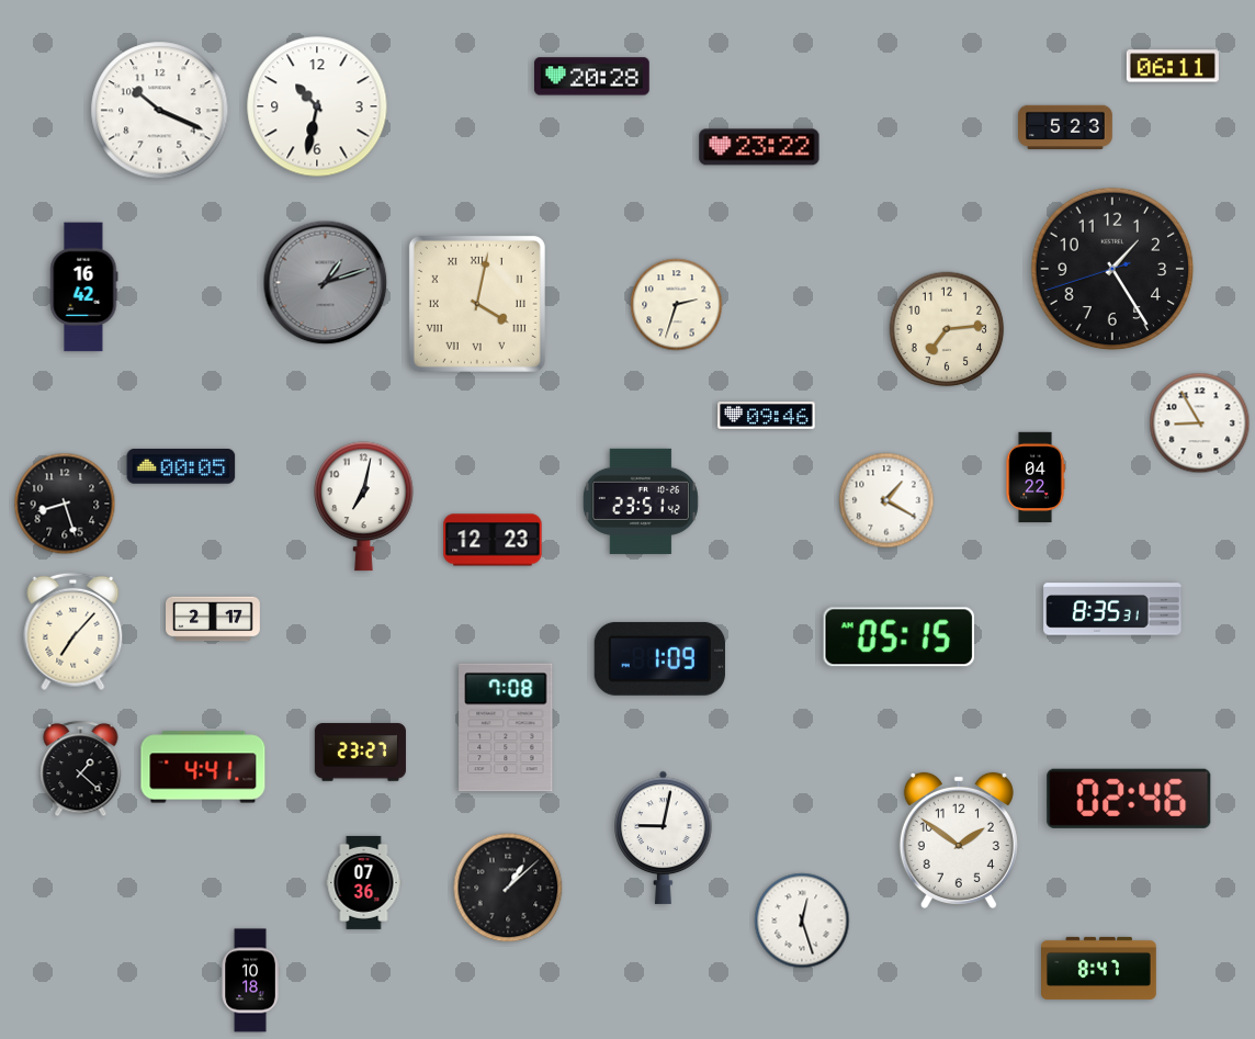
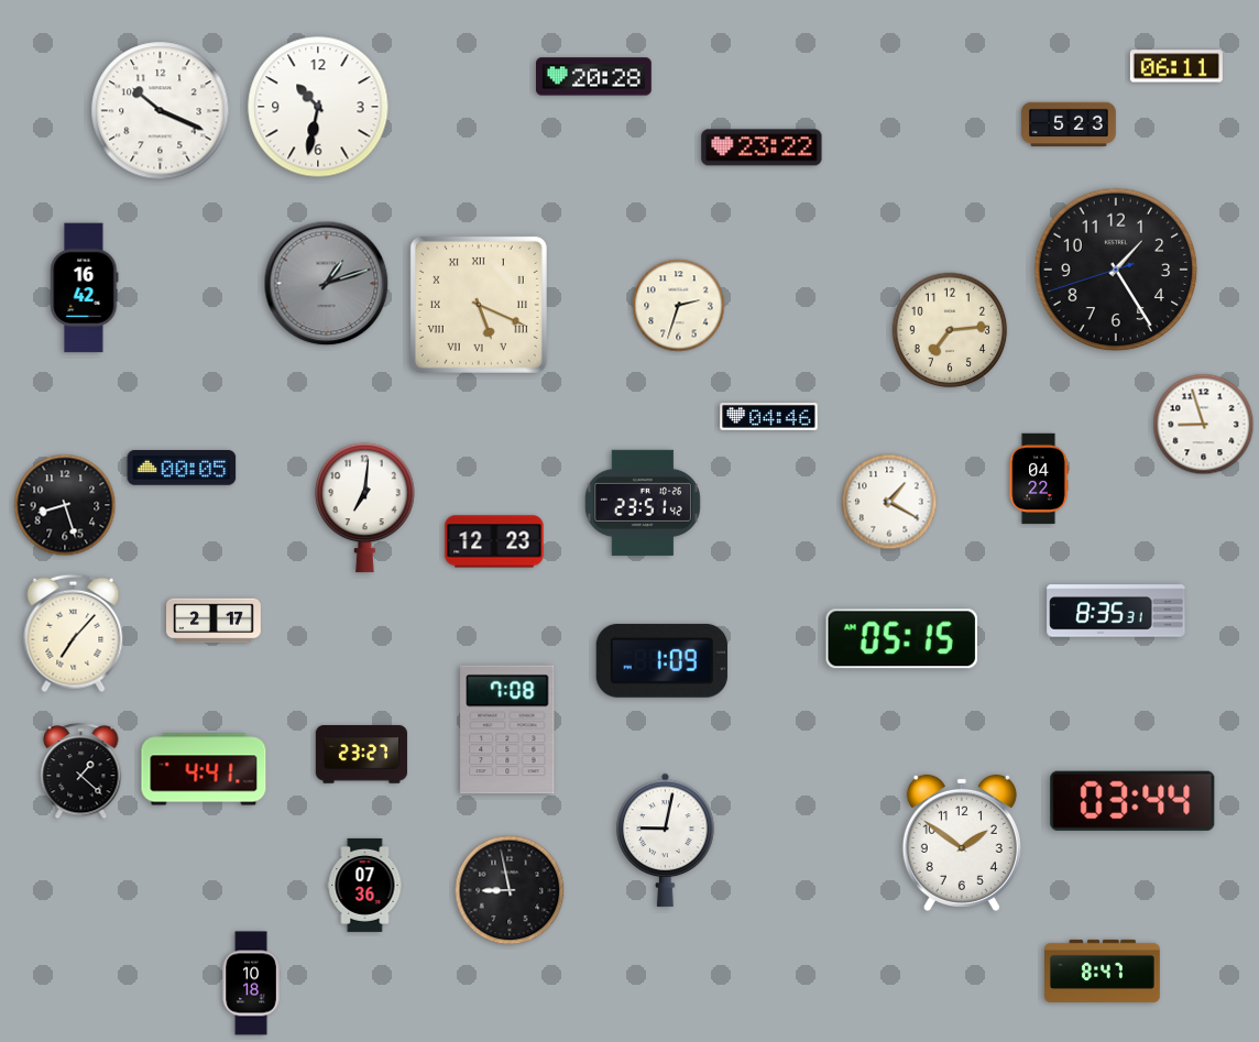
clock at (1066, 127) position: (1066, 127) -> (1070, 124)
clock at (477, 304): 4:02 -> 5:19
clock at (767, 416): 09:46 -> 04:46
clock at (1200, 423): 8:55 -> 8:57
clock at (363, 507): 7:02 -> 7:01
clock at (1129, 799): 02:46 -> 03:44
clock at (508, 888): 1:08 -> 8:58
clock at (802, 921): 12:27 -> none
